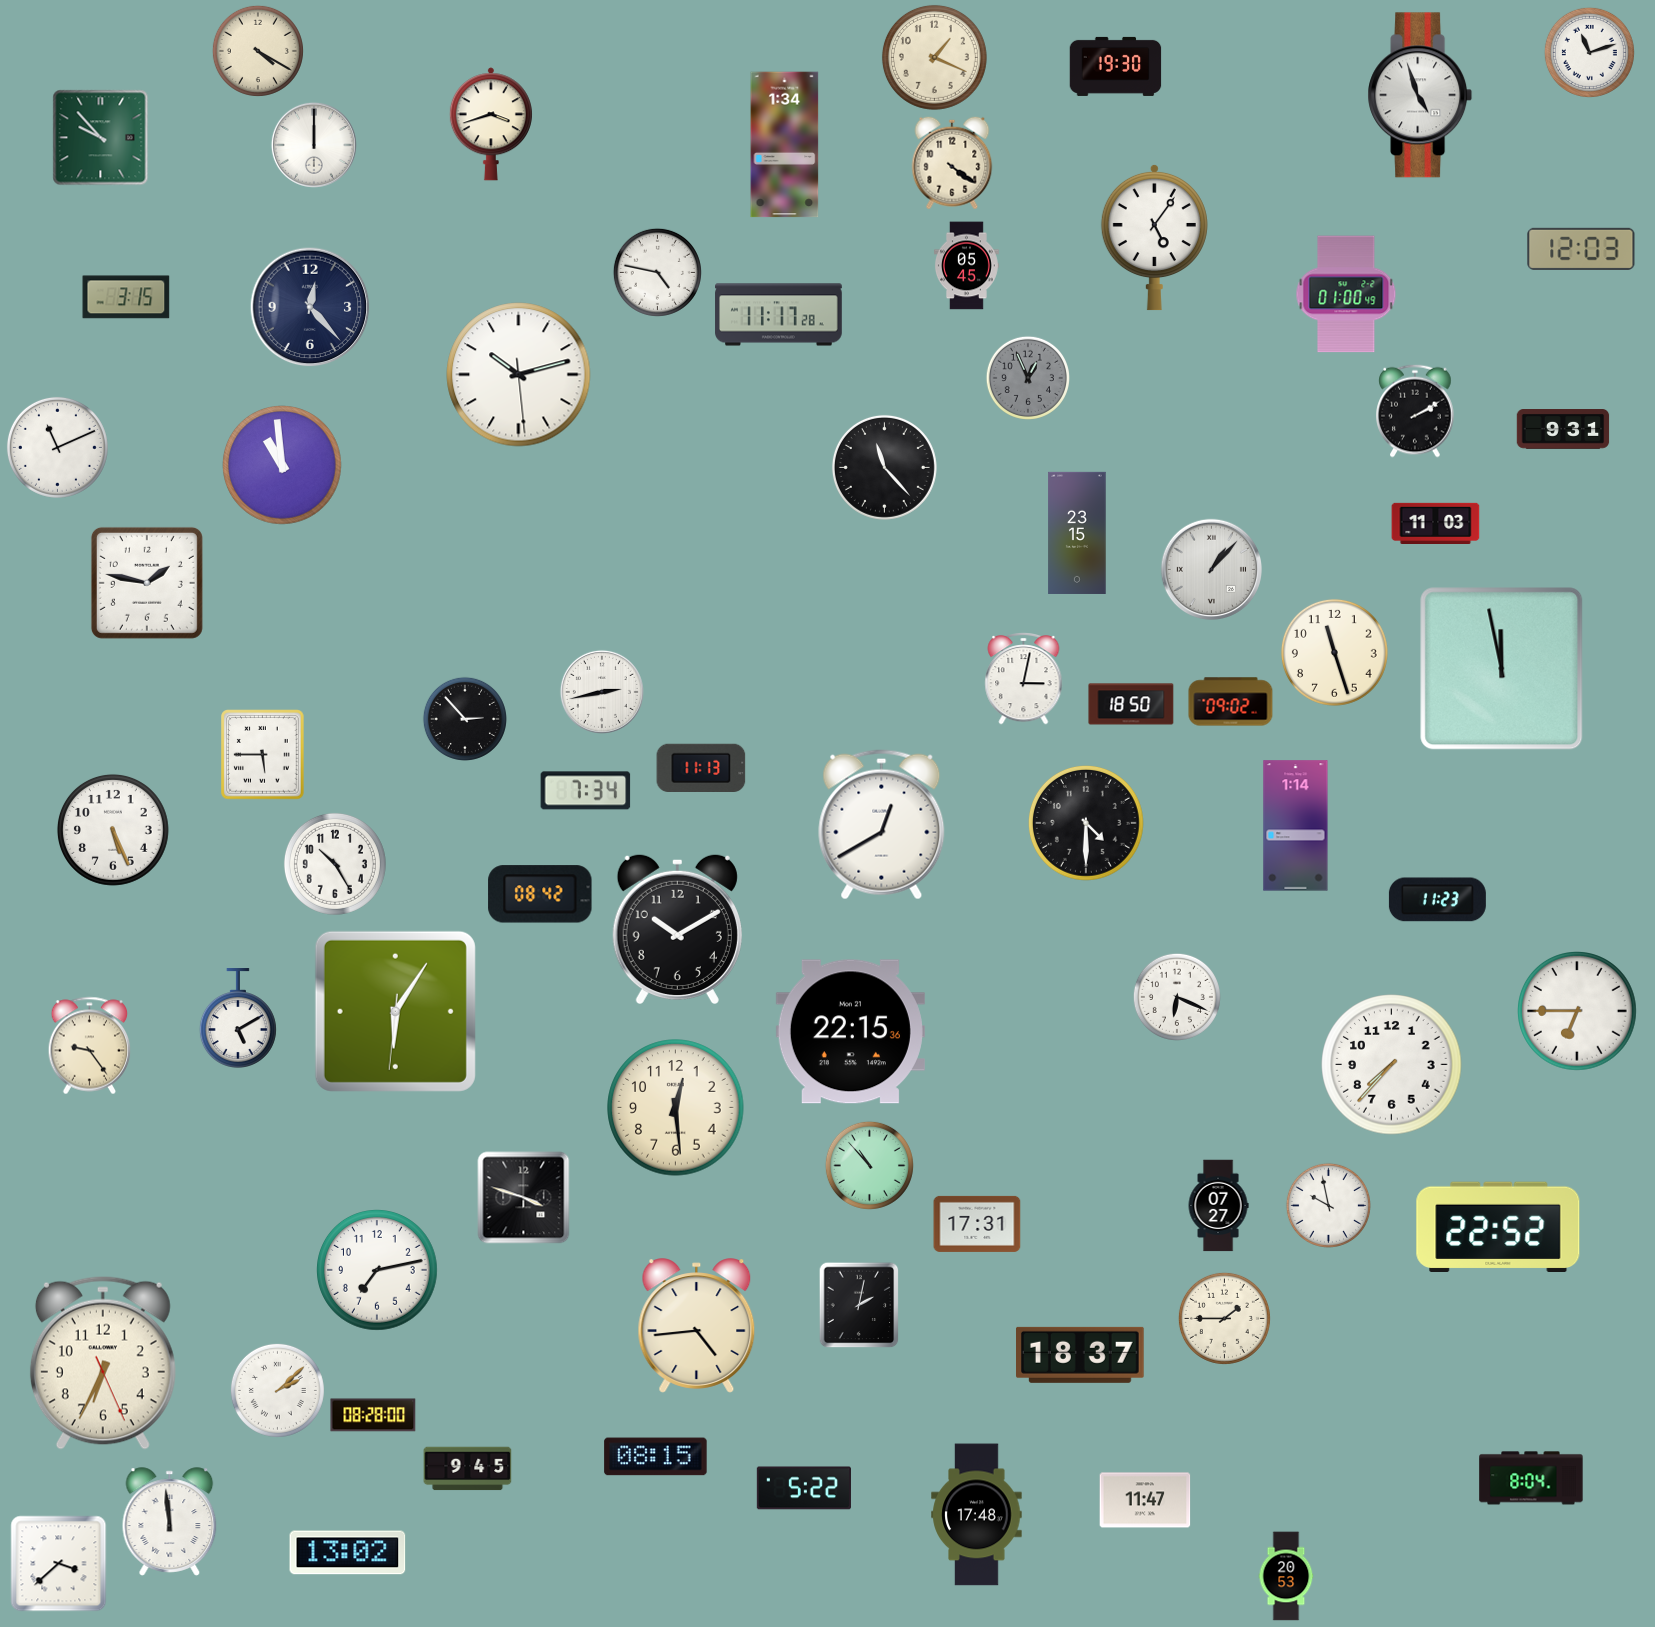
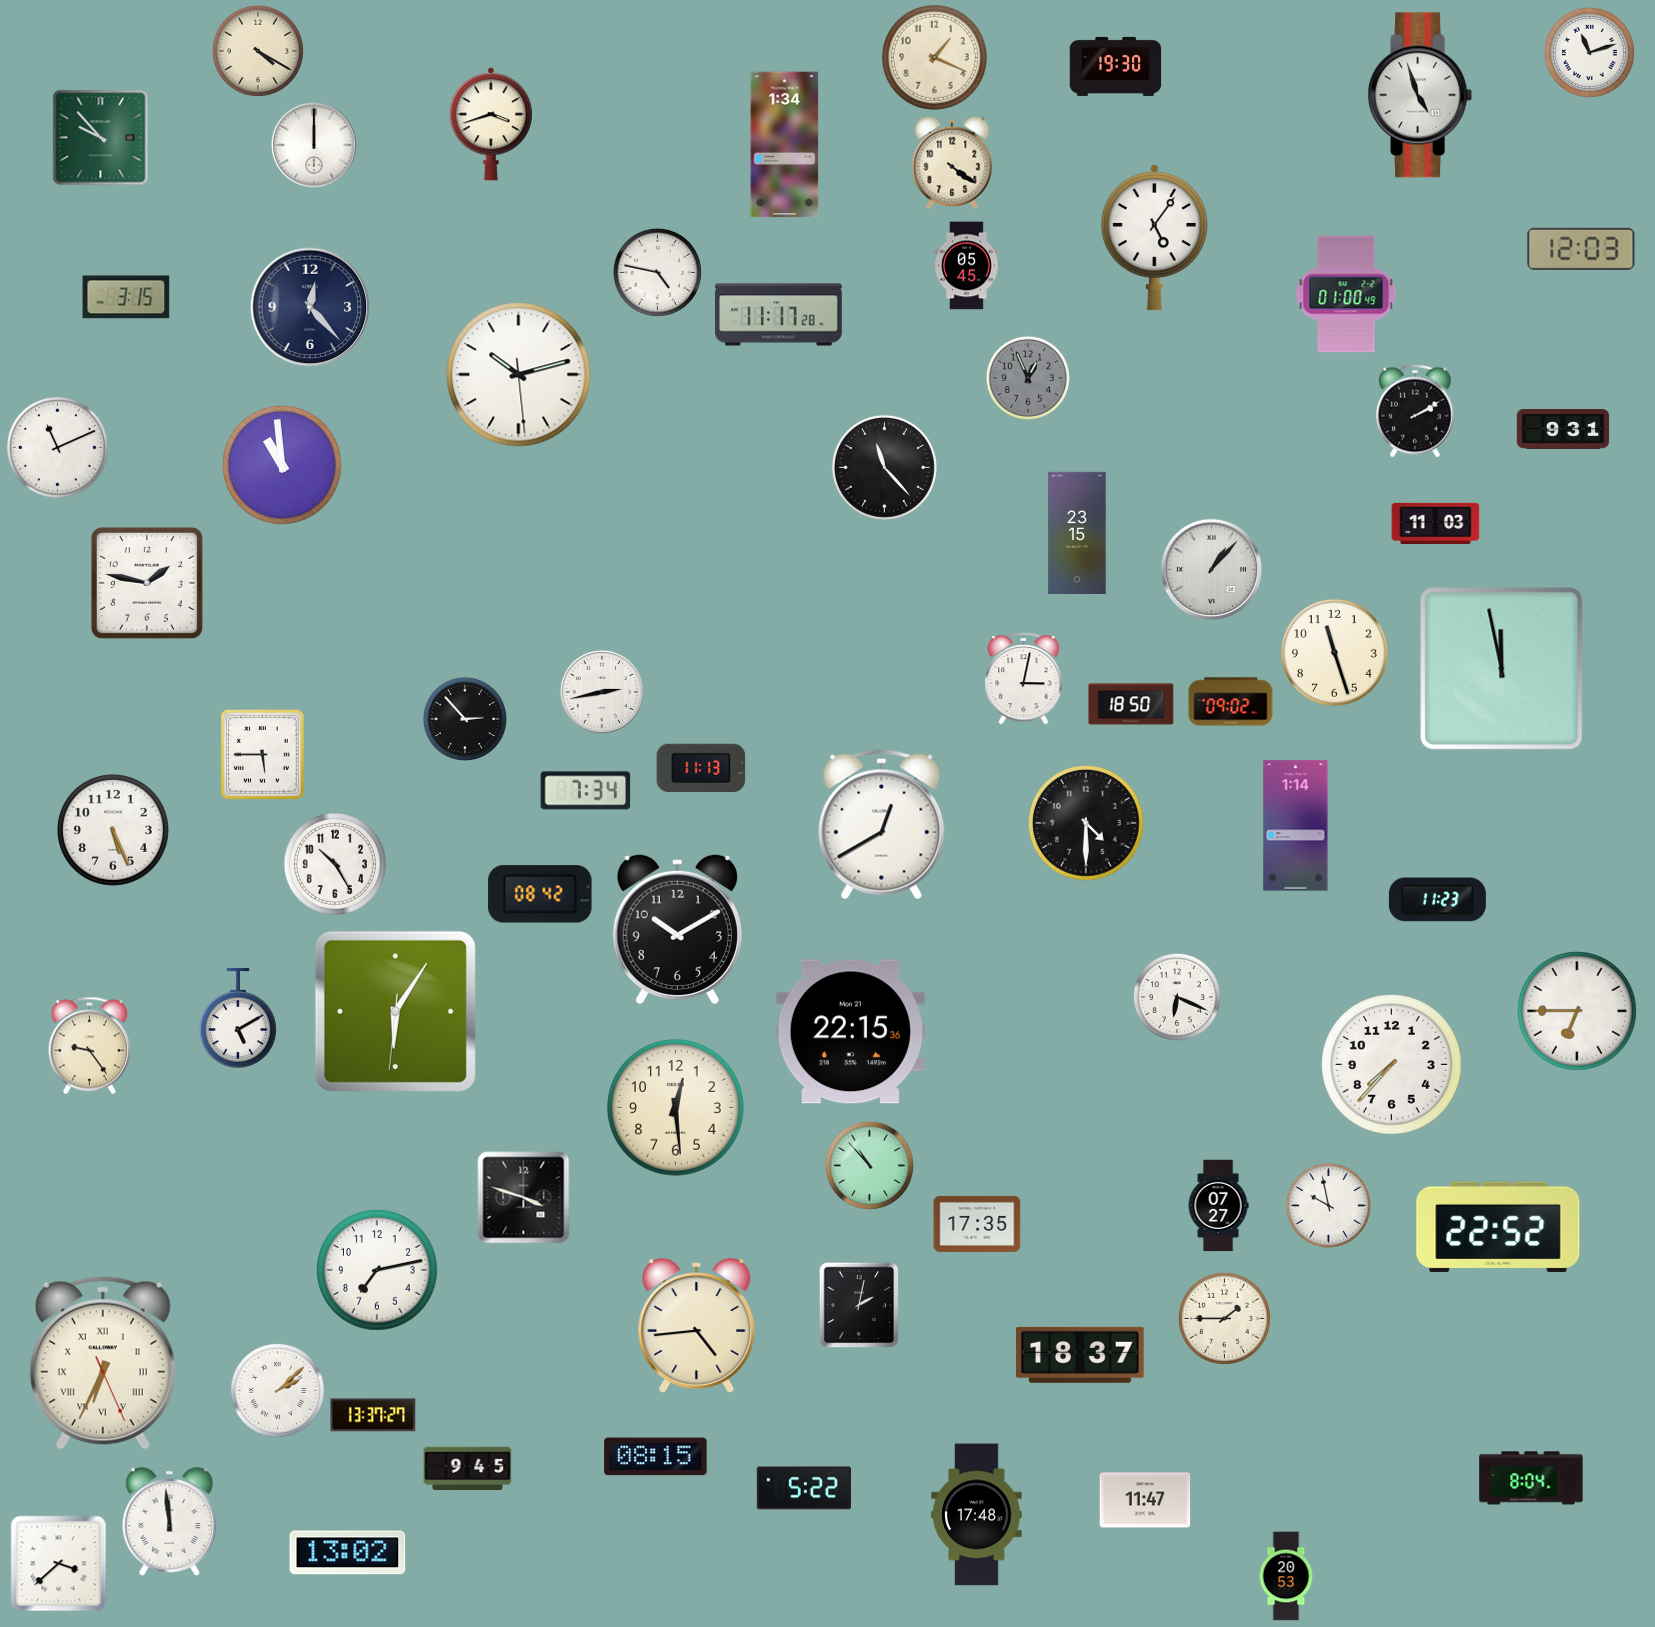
clock at (977, 1224): 17:31 -> 17:35
clock at (103, 1363) numerals: Arabic -> Roman
clock at (373, 1415): 08:28 -> 13:37
